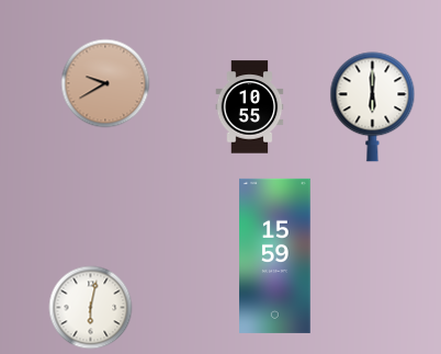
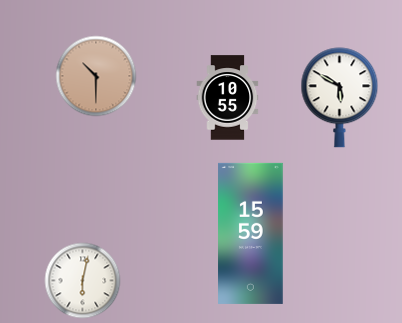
clock at (105, 83): 9:40 -> 10:30
clock at (373, 107): 6:00 -> 5:50
